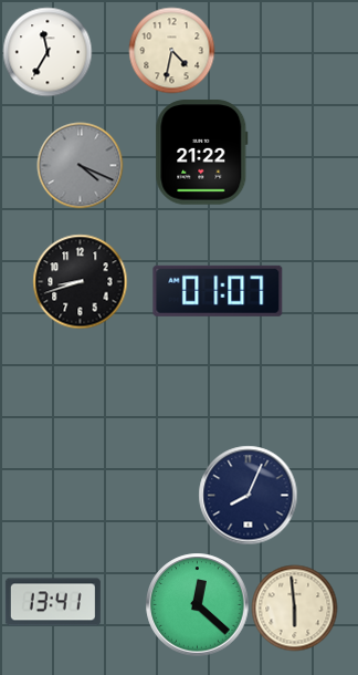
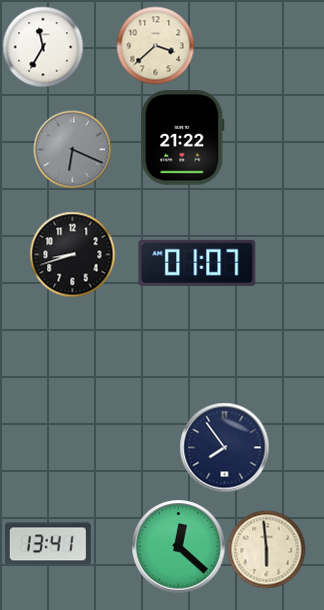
clock at (171, 50): 4:32 -> 3:38
clock at (80, 165): 4:19 -> 6:19
clock at (248, 495): 8:04 -> 7:54
